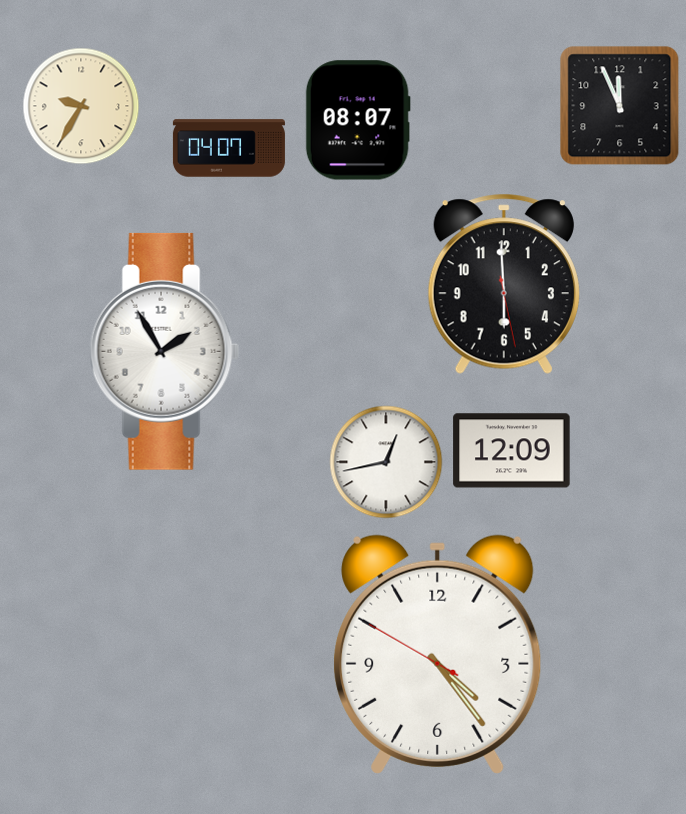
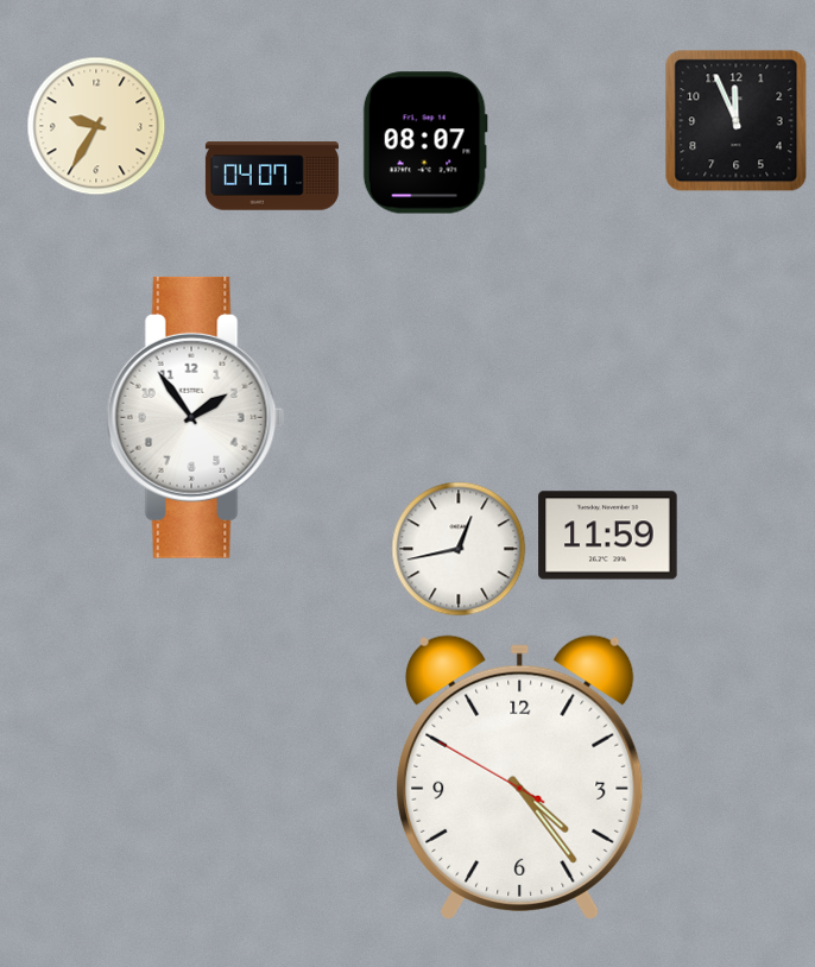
clock at (620, 106) position: (620, 106) -> (737, 121)
clock at (504, 284): 5:59 -> none
clock at (165, 351): 1:55 -> 1:54
clock at (512, 451): 12:09 -> 11:59
